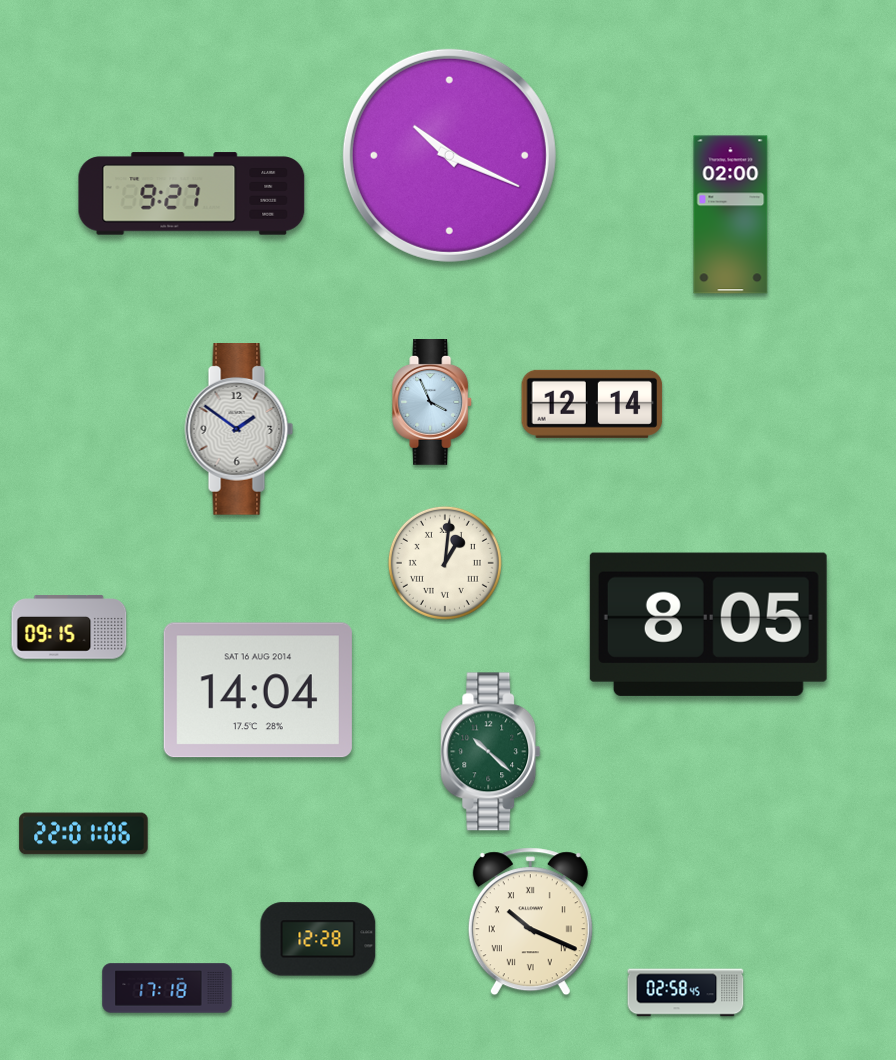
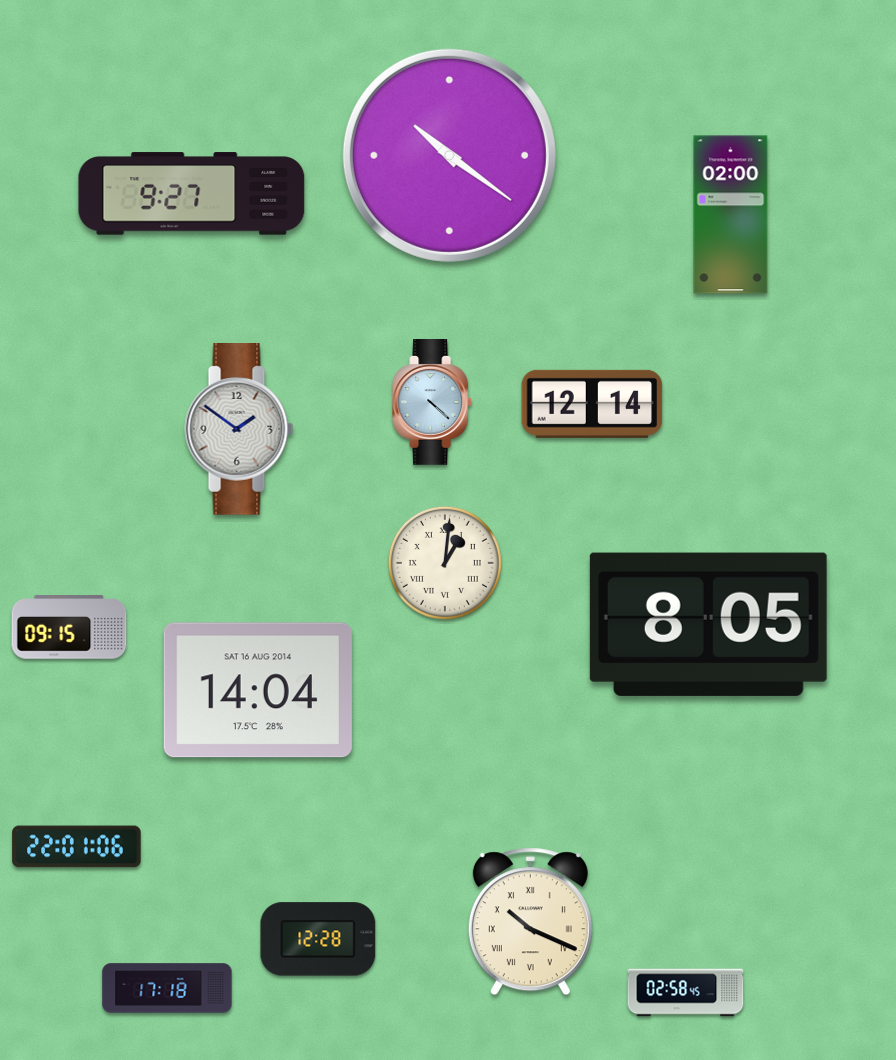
clock at (449, 155): 10:19 -> 10:21
clock at (433, 403): 3:56 -> 4:22
clock at (491, 752): 10:22 -> none
clock at (84, 834) position: (84, 834) -> (77, 847)
